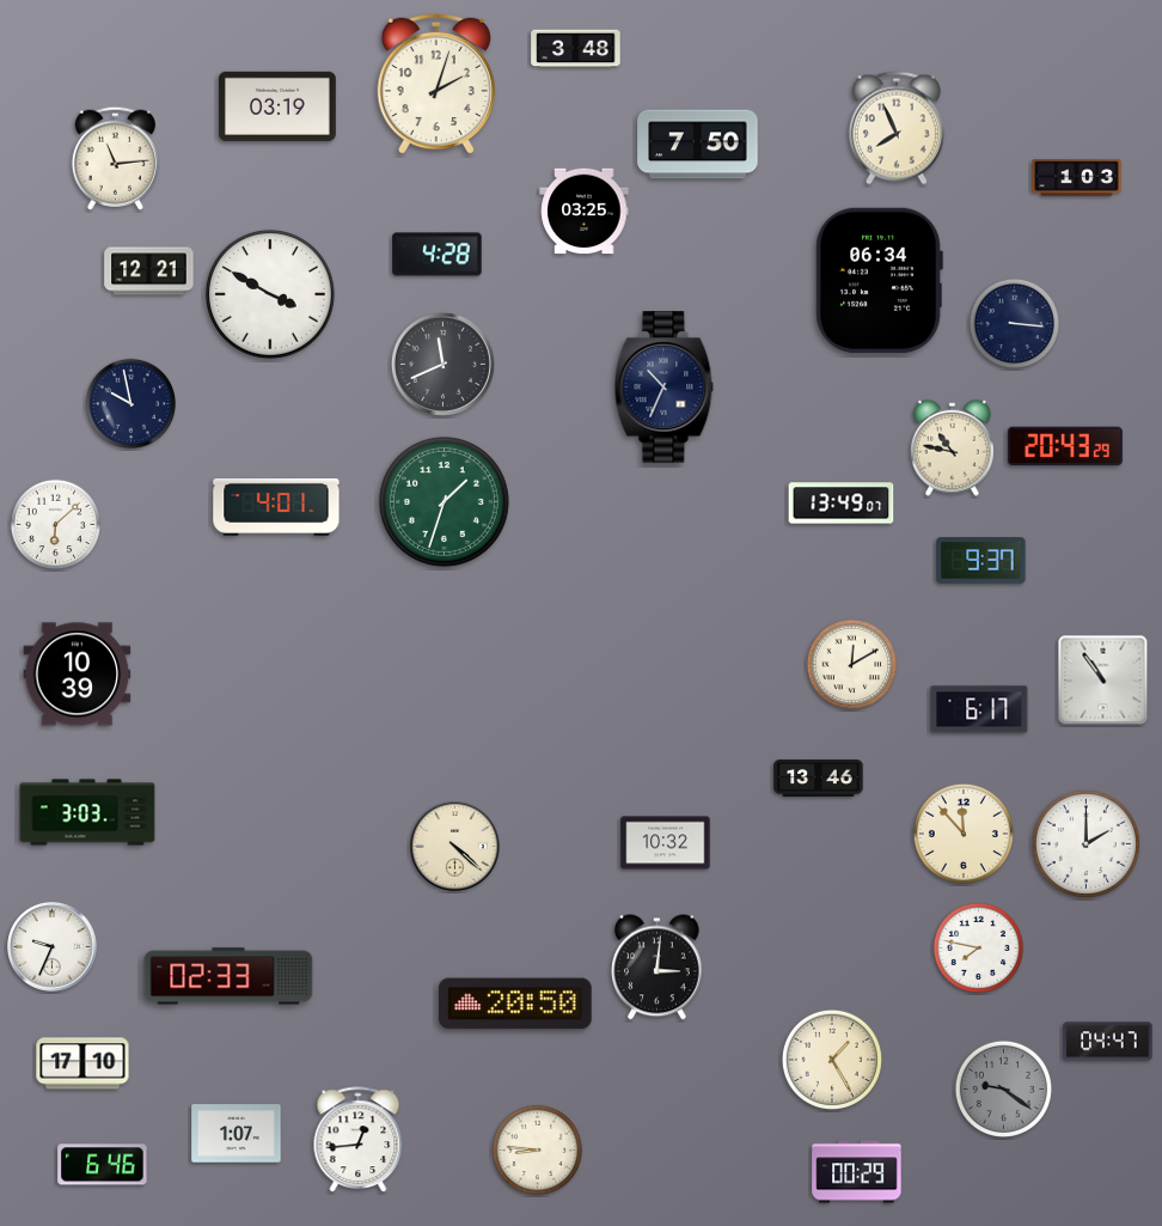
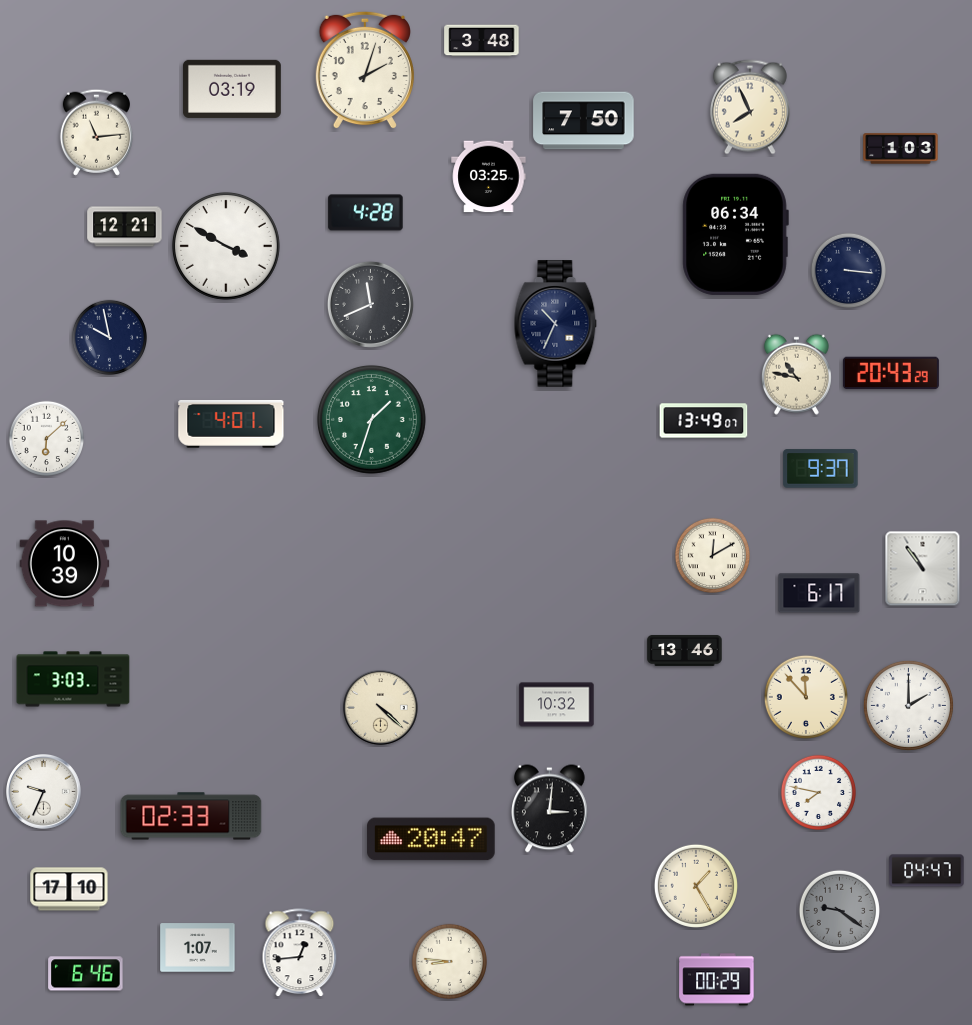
clock at (515, 1004): 20:50 -> 20:47
